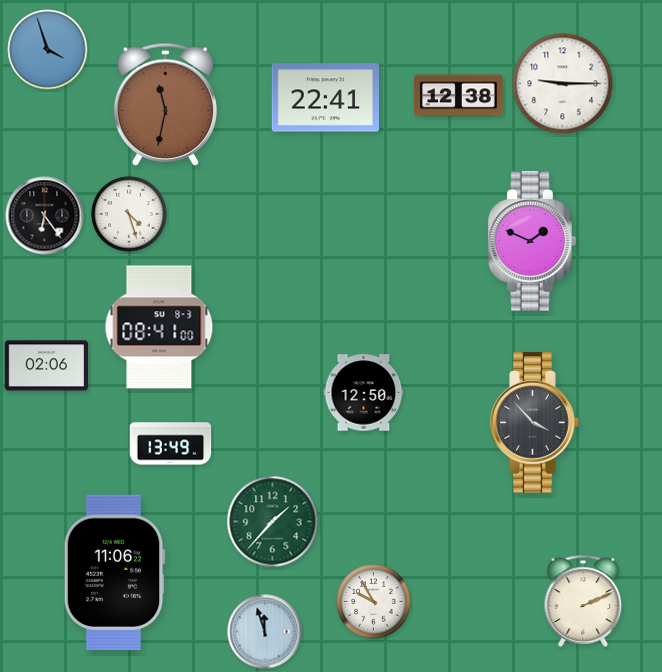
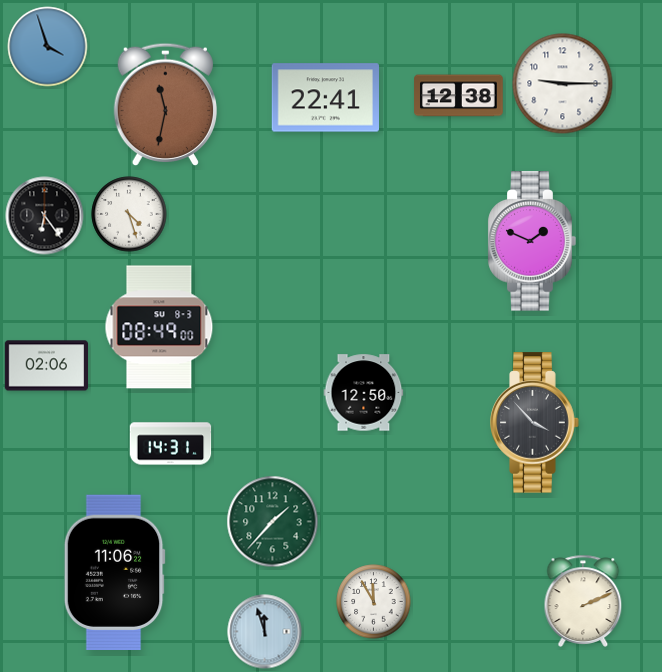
clock at (48, 50) position: (48, 50) -> (48, 47)
clock at (159, 327): 08:41 -> 08:49
clock at (171, 444): 13:49 -> 14:31
clock at (374, 602): 9:55 -> 11:55
